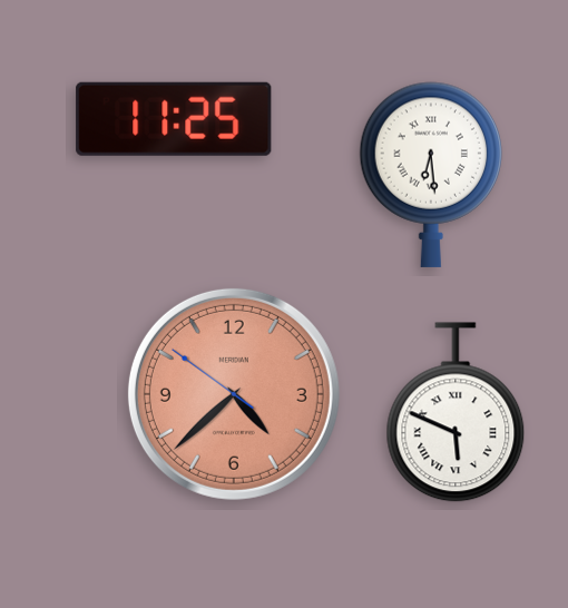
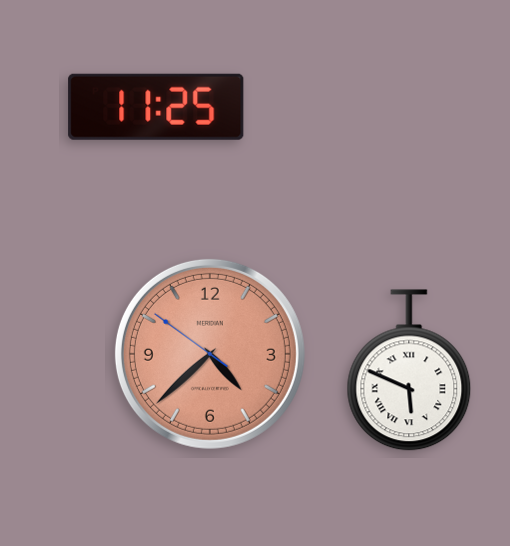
clock at (430, 175): 6:29 -> none
